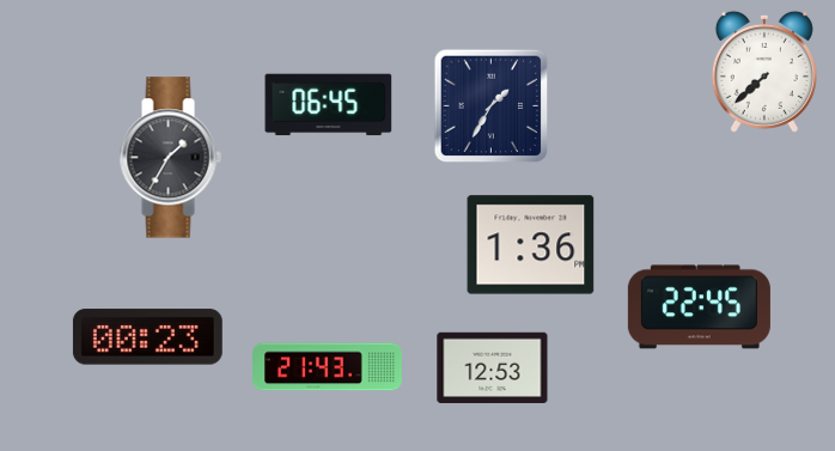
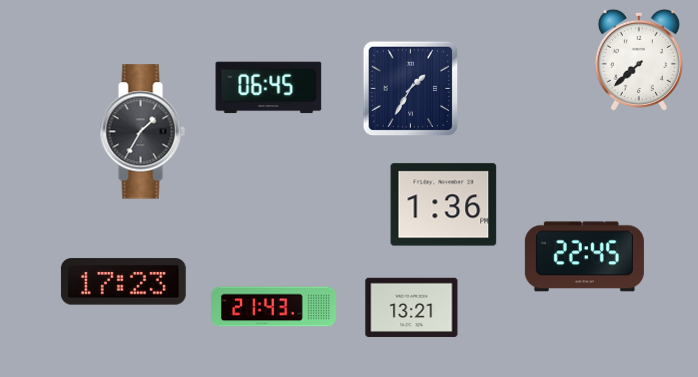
clock at (329, 105) position: (329, 105) -> (269, 88)
clock at (147, 337): 00:23 -> 17:23
clock at (493, 367): 12:53 -> 13:21
